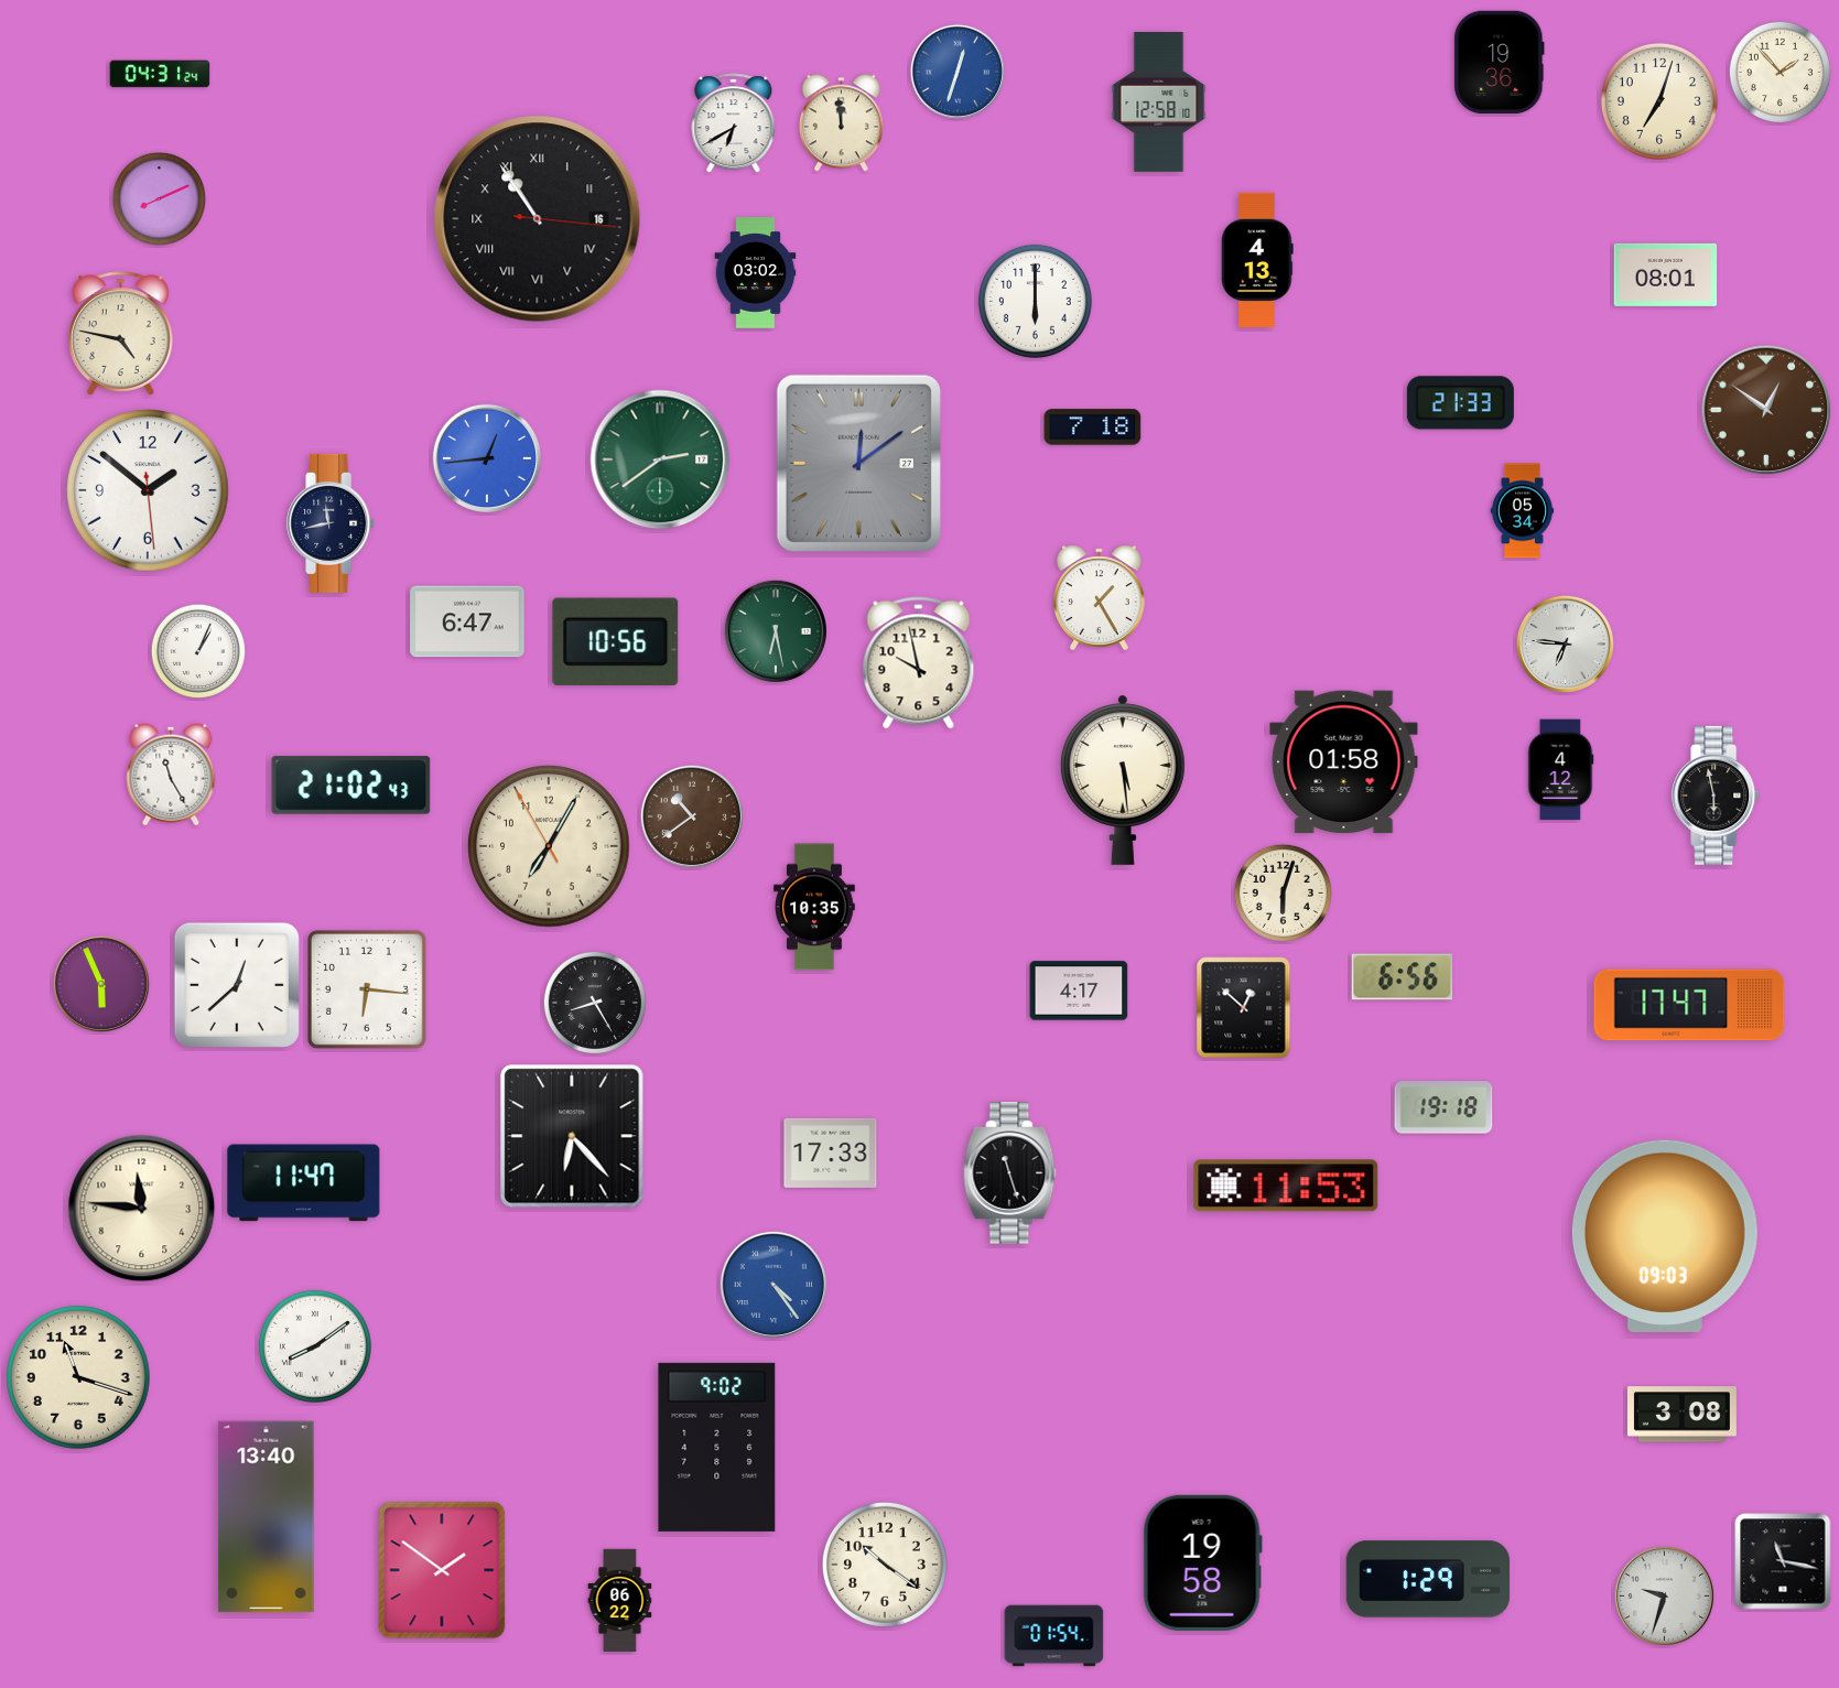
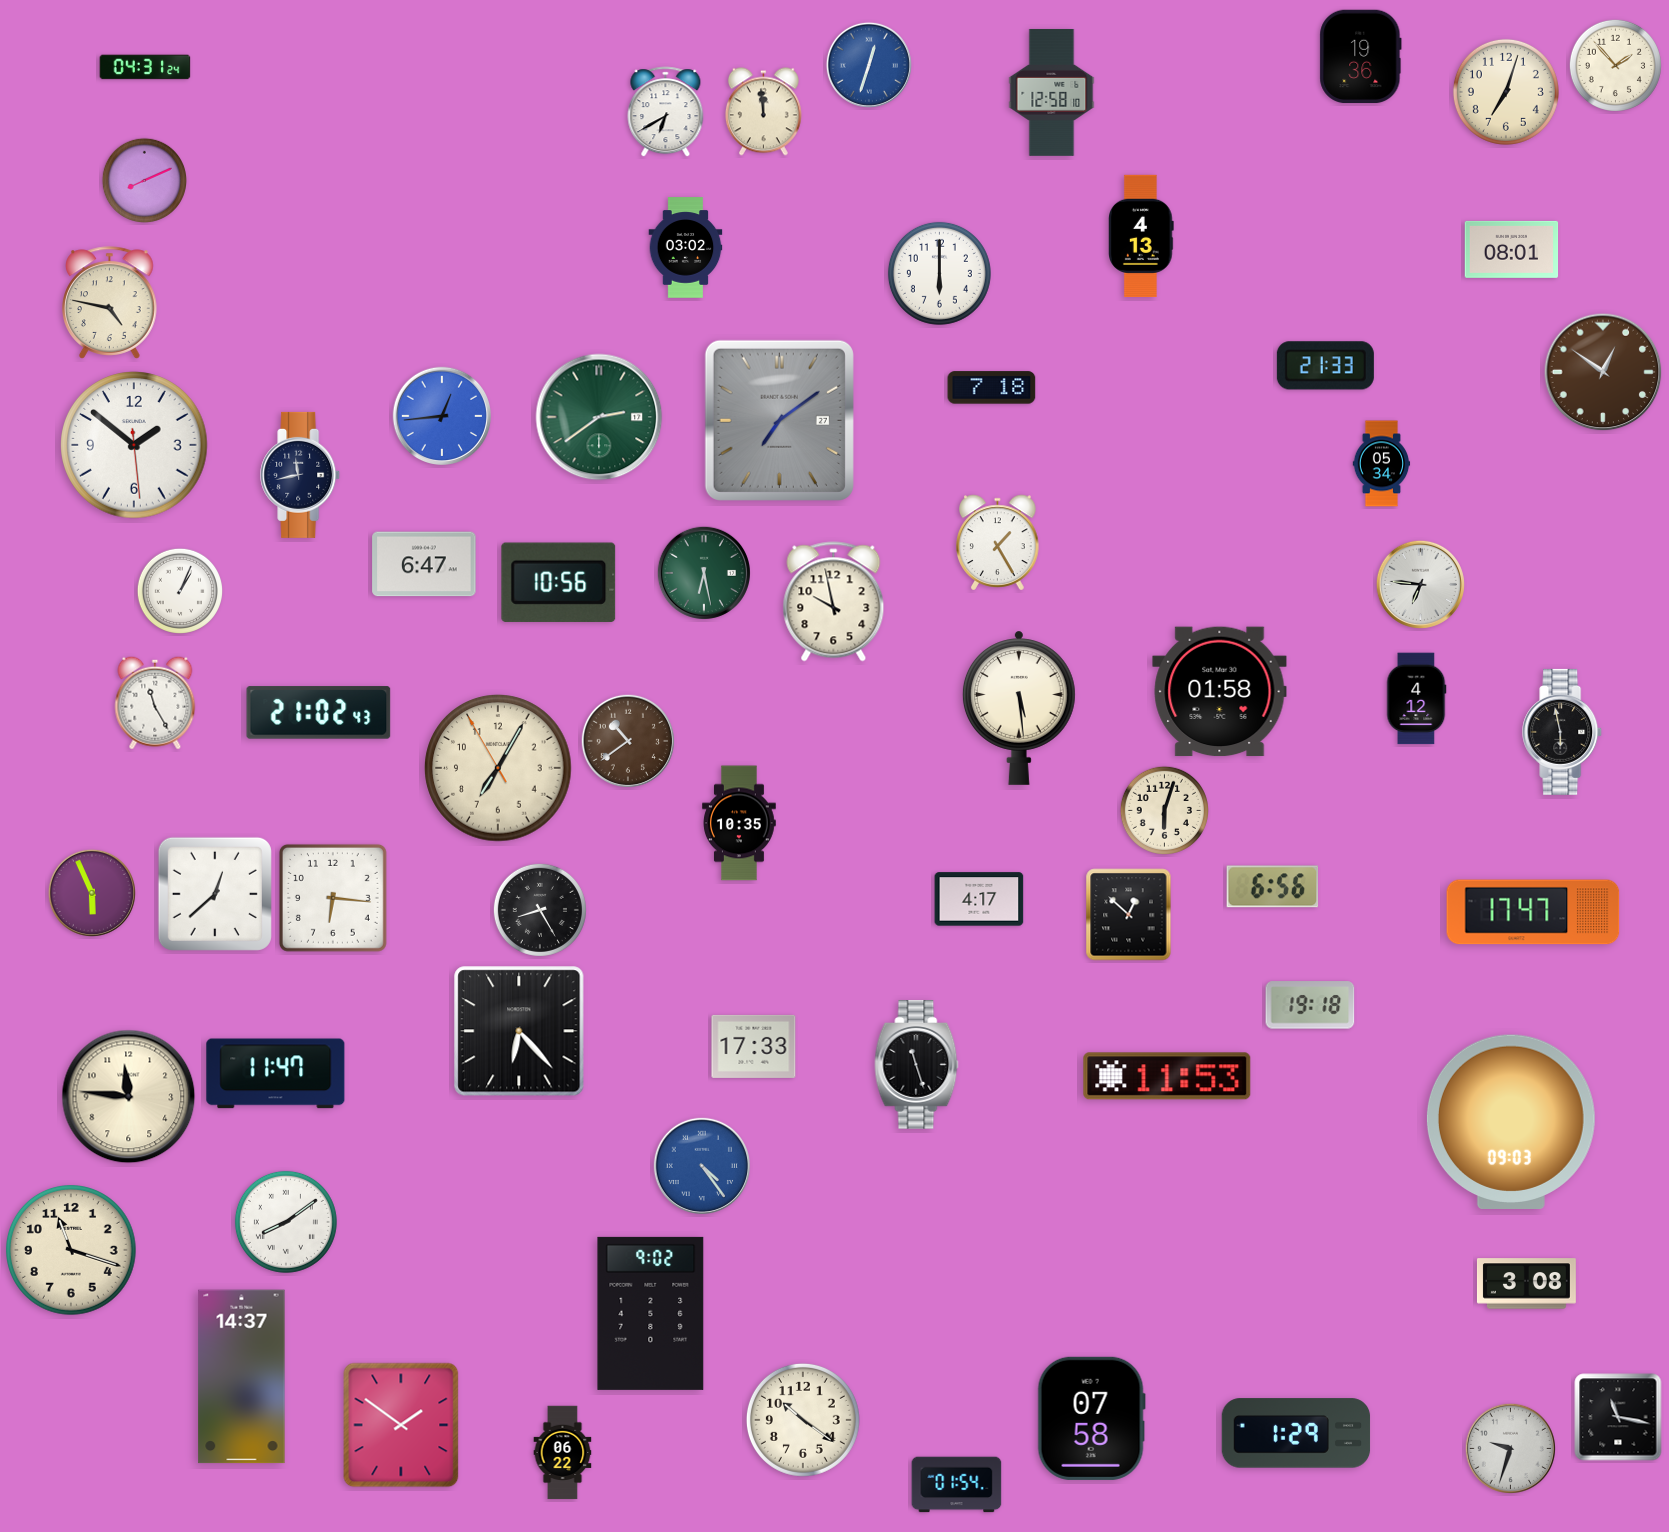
clock at (538, 219): 10:54 -> none
clock at (858, 463): 12:09 -> 7:09
clock at (1717, 796) position: (1717, 796) -> (1563, 732)
clock at (267, 1517): 13:40 -> 14:37
clock at (1202, 1562): 19:58 -> 07:58
